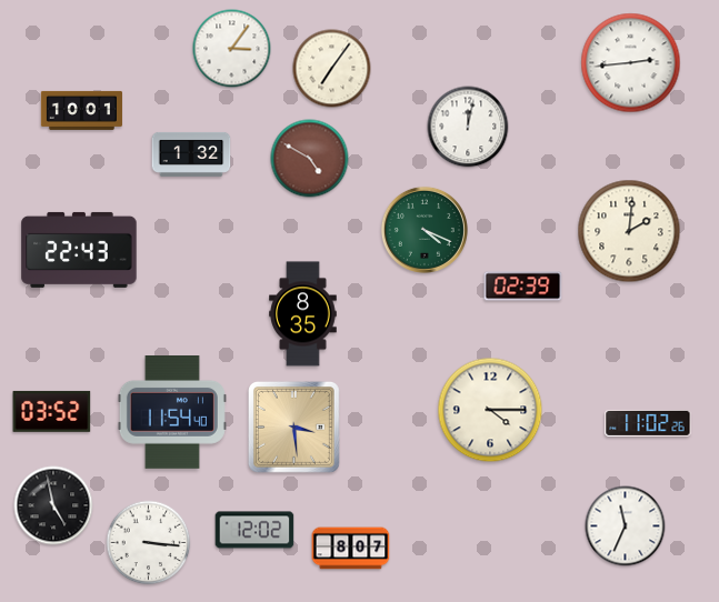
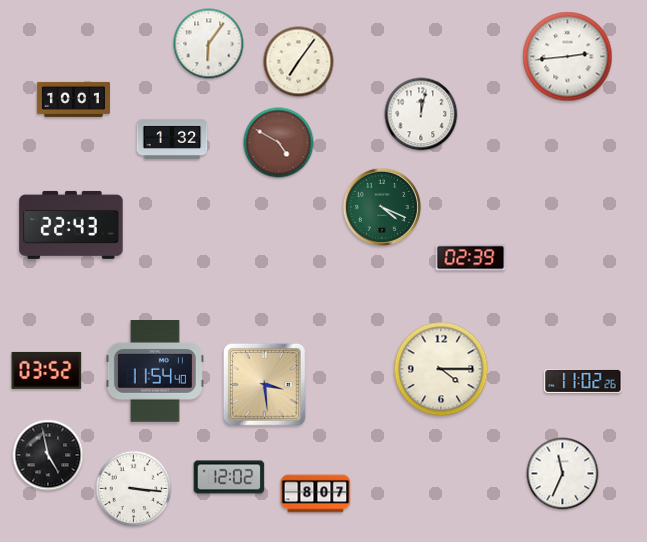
clock at (232, 49): 3:06 -> 6:06
clock at (629, 231): 2:01 -> none
clock at (303, 314): 8:35 -> none
